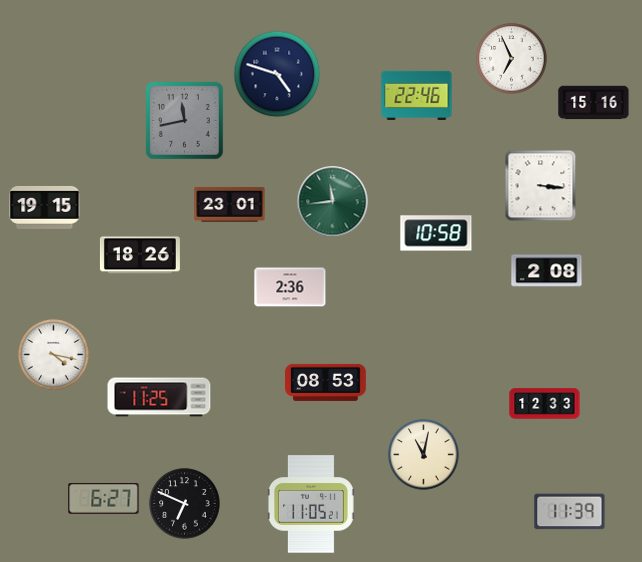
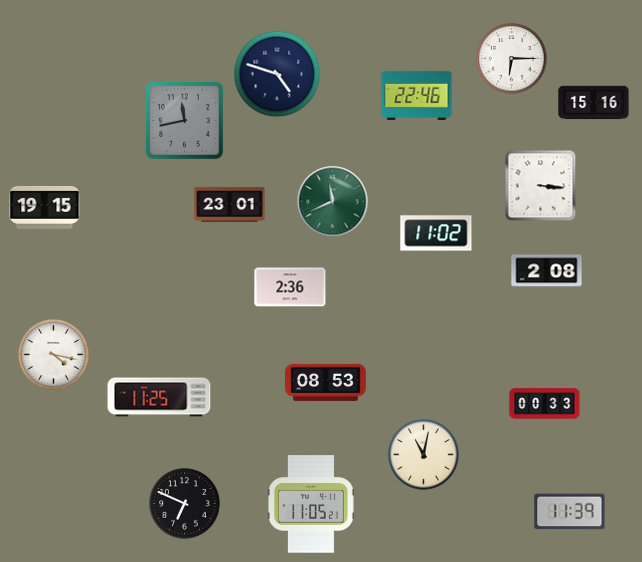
clock at (512, 59): 6:56 -> 6:15
clock at (333, 202): 11:44 -> 11:41
clock at (436, 233): 10:58 -> 11:02
clock at (140, 255): 18:26 -> none
clock at (545, 404): 12:33 -> 00:33
clock at (104, 499): 6:27 -> none
